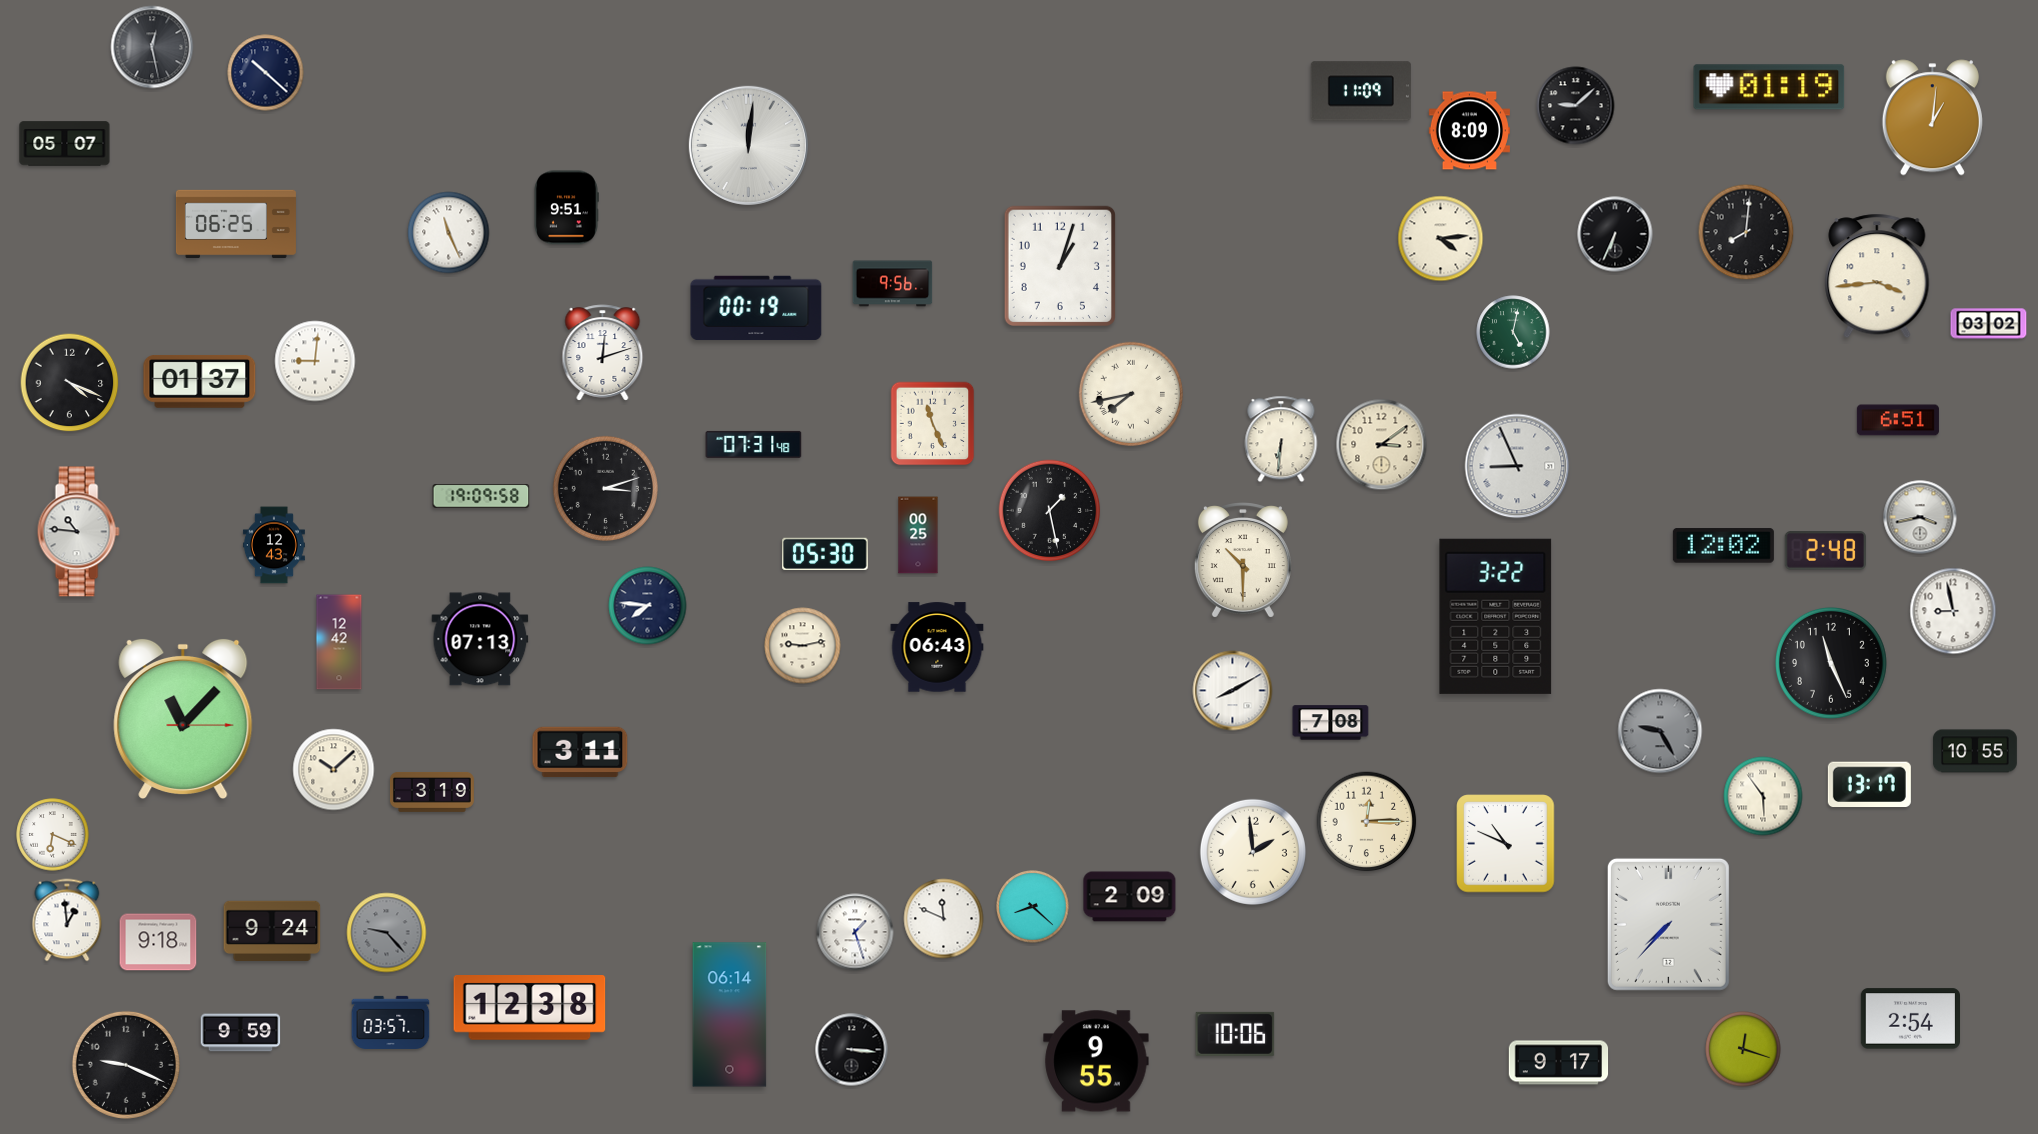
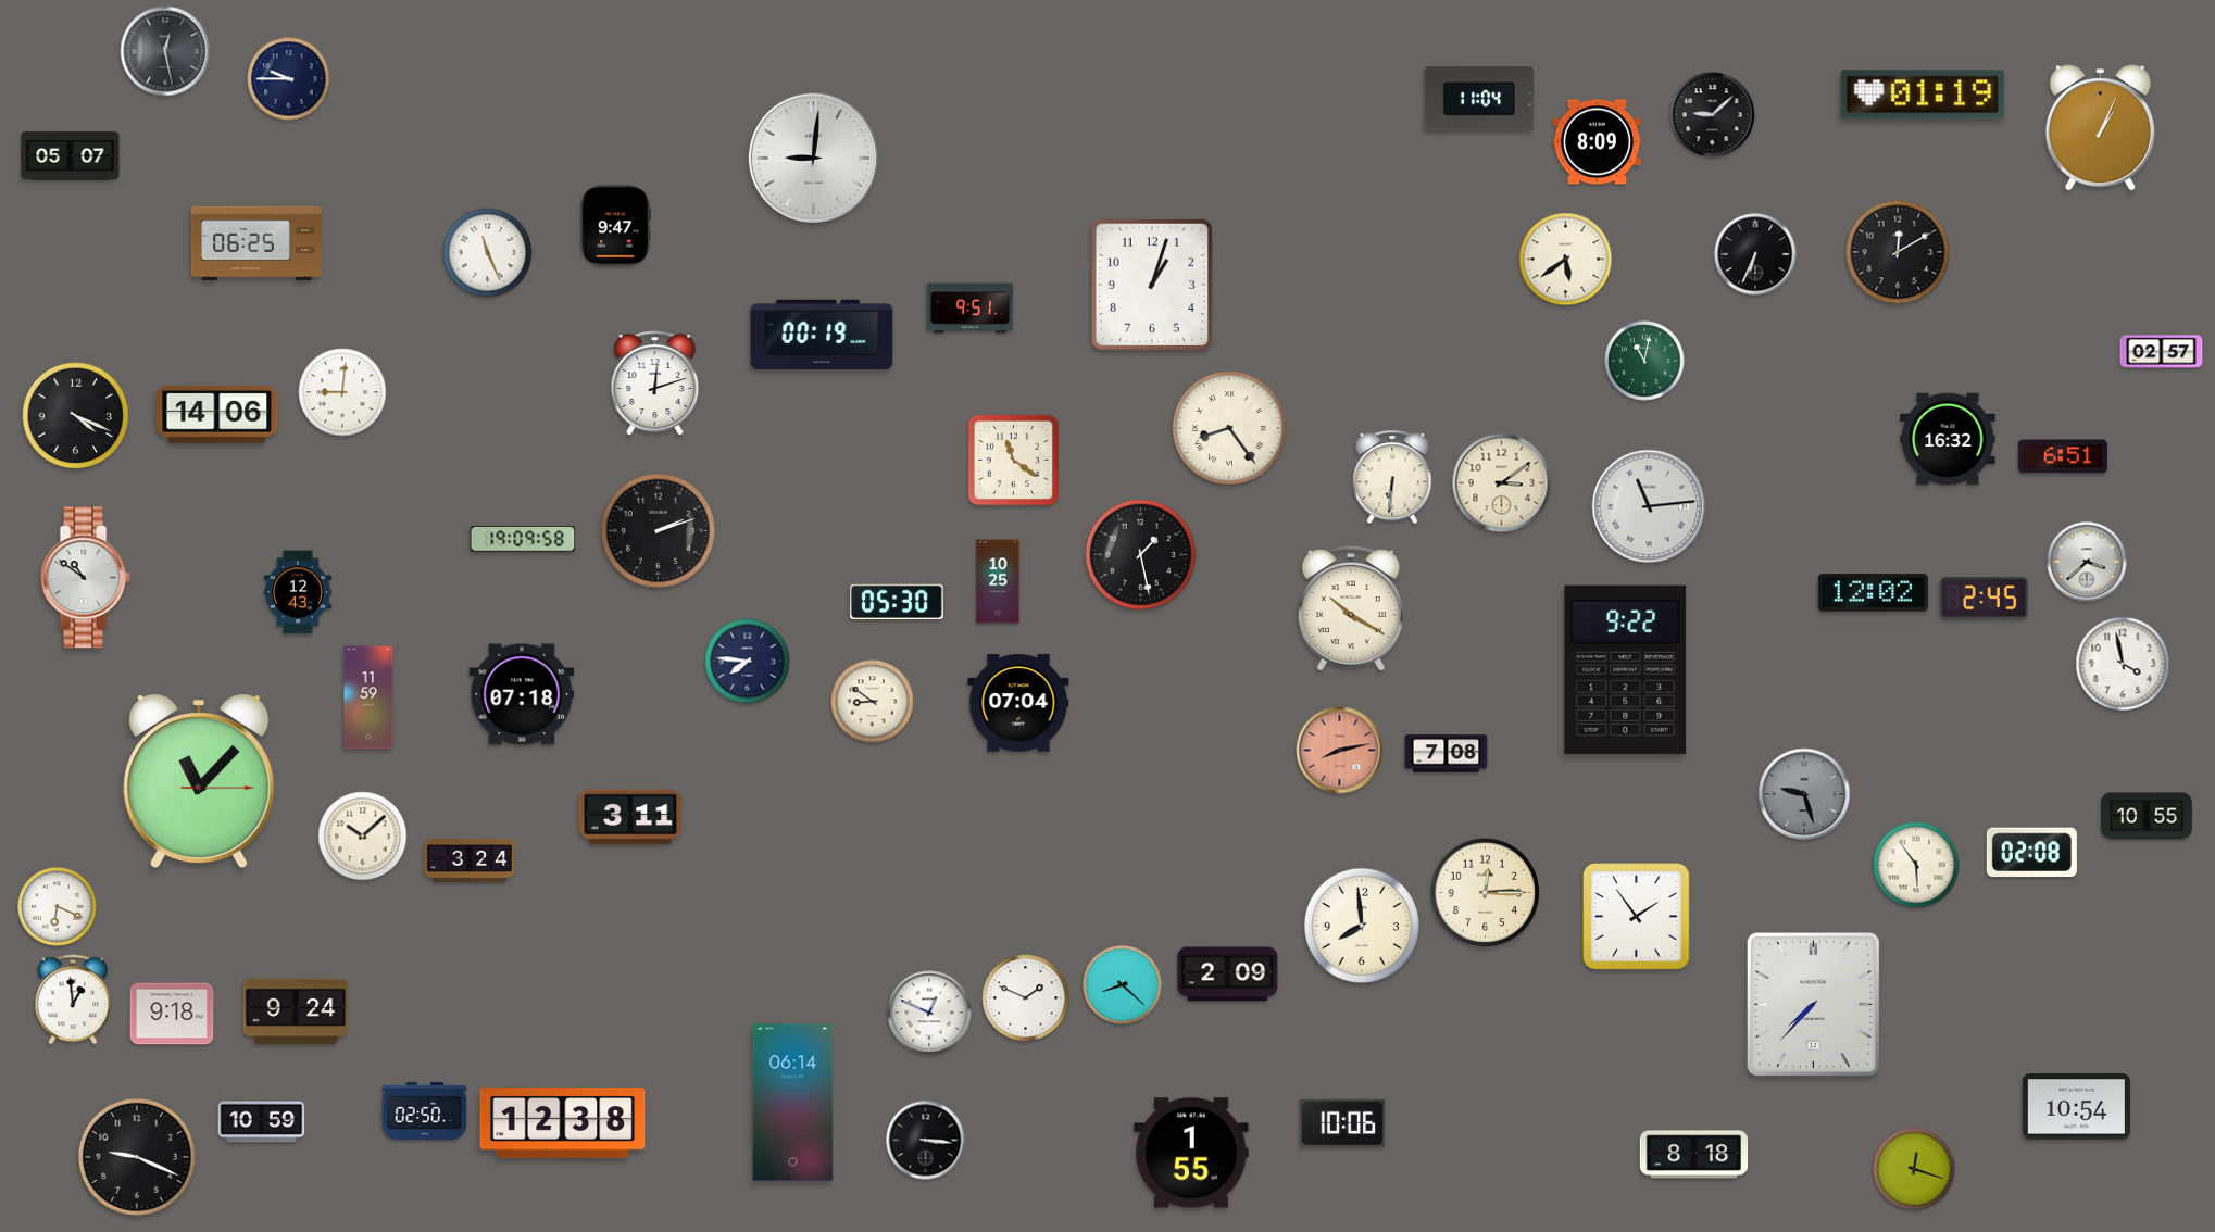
clock at (266, 73): 10:22 -> 9:45
clock at (1361, 91): 11:09 -> 11:04
clock at (1932, 118): 1:01 -> 1:04
clock at (748, 145): 12:01 -> 9:01
clock at (566, 208): 9:51 -> 9:47
clock at (1746, 232): 8:01 -> 12:10
clock at (1441, 239): 4:14 -> 5:39
clock at (1059, 265) position: (1059, 265) -> (1151, 284)
clock at (1877, 276): 3:44 -> none
clock at (893, 284): 9:56 -> 9:51
clock at (1989, 324): 03:02 -> 02:57
clock at (1513, 332): 5:02 -> 11:02
clock at (200, 381): 01:37 -> 14:06
clock at (1131, 394): 7:43 -> 8:24
clock at (1948, 439): none -> 16:32
clock at (933, 424): 11:26 -> 11:21
clock at (754, 444): 07:31 -> none
clock at (1517, 466): 8:56 -> 11:14
clock at (605, 488): 3:12 -> 2:12
clock at (1920, 517): 3:43 -> 3:38
clock at (78, 532): 10:46 -> 10:51
clock at (918, 535): 00:25 -> 10:25
clock at (1825, 551): 2:48 -> 2:45
clock at (1243, 560): 10:30 -> 10:20
clock at (648, 606) position: (648, 606) -> (748, 662)
clock at (1953, 611): 8:58 -> 3:58
clock at (1496, 616): 3:22 -> 9:22
clock at (480, 639): 07:13 -> 07:18
clock at (339, 642): 12:42 -> 11:59
clock at (803, 646): 9:13 -> 8:51
clock at (937, 647): 06:43 -> 07:04
clock at (1831, 663): 11:26 -> none
clock at (1233, 691): 8:10 -> 8:13
clock at (1233, 691) dial: white -> salmon
clock at (1331, 723) position: (1331, 723) -> (1447, 754)
clock at (1660, 731): 9:25 -> 9:27
clock at (1869, 785): 13:17 -> 02:08
clock at (432, 792): 3:19 -> 3:24
clock at (1506, 844): 10:49 -> 1:54
clock at (1253, 852): 1:59 -> 7:59
clock at (944, 919): 11:49 -> 1:49
clock at (855, 932): 1:27 -> 12:49
clock at (387, 933): 9:23 -> none
clock at (158, 942) position: (158, 942) -> (172, 1014)
clock at (530, 1008) position: (530, 1008) -> (563, 1123)
clock at (1910, 1019): 2:54 -> 10:54
clock at (391, 1022): 03:57 -> 02:50
clock at (241, 1033): 9:59 -> 10:59
clock at (1743, 1049) position: (1743, 1049) -> (1914, 1169)
clock at (1096, 1061): 9:55 -> 1:55
clock at (1559, 1063): 9:17 -> 8:18
